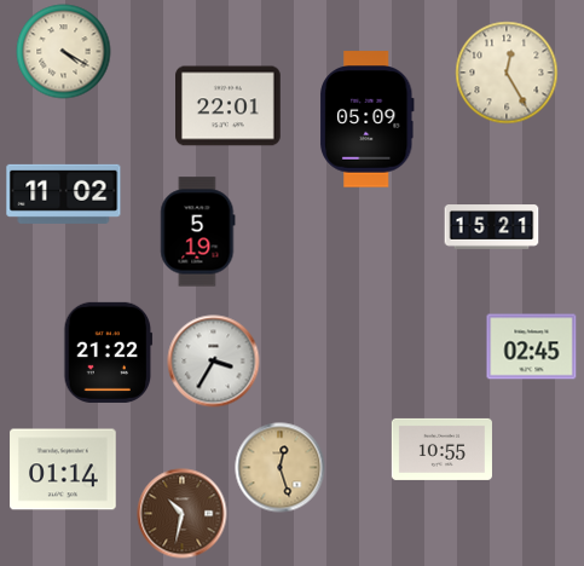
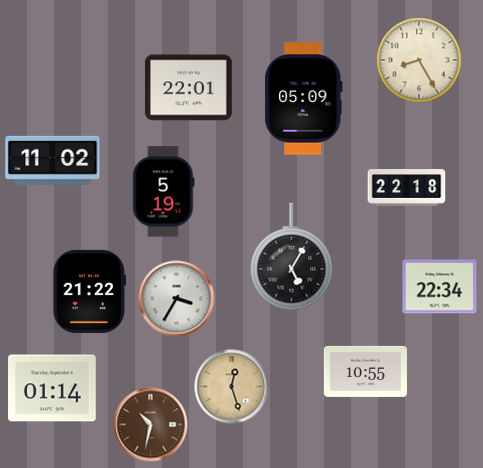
clock at (64, 52): 4:20 -> none
clock at (507, 73): 12:25 -> 8:25
clock at (492, 227): 15:21 -> 22:18
clock at (292, 257): none -> 5:05
clock at (532, 347): 02:45 -> 22:34
